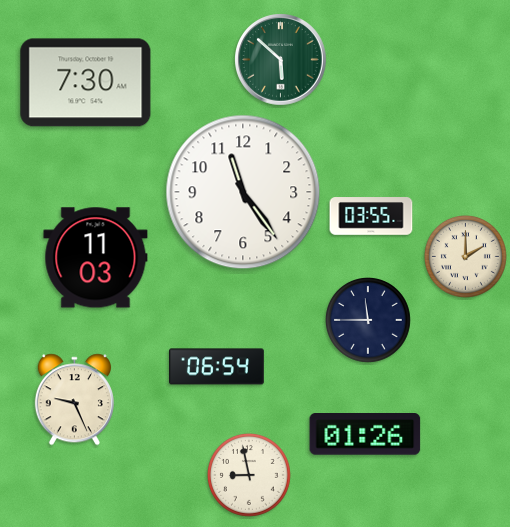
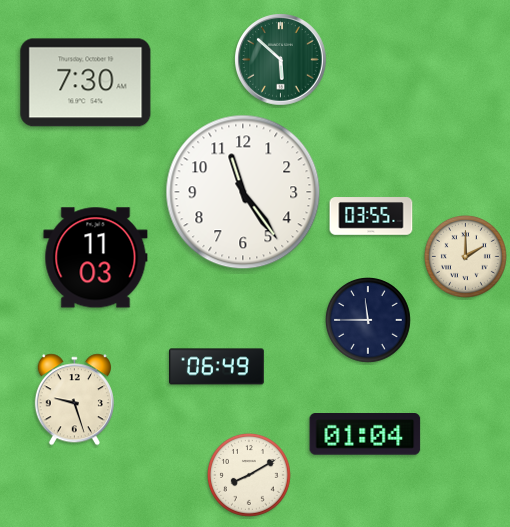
clock at (217, 367): 06:54 -> 06:49
clock at (74, 400): 9:26 -> 9:27
clock at (365, 435): 01:26 -> 01:04
clock at (250, 475): 8:58 -> 8:10
